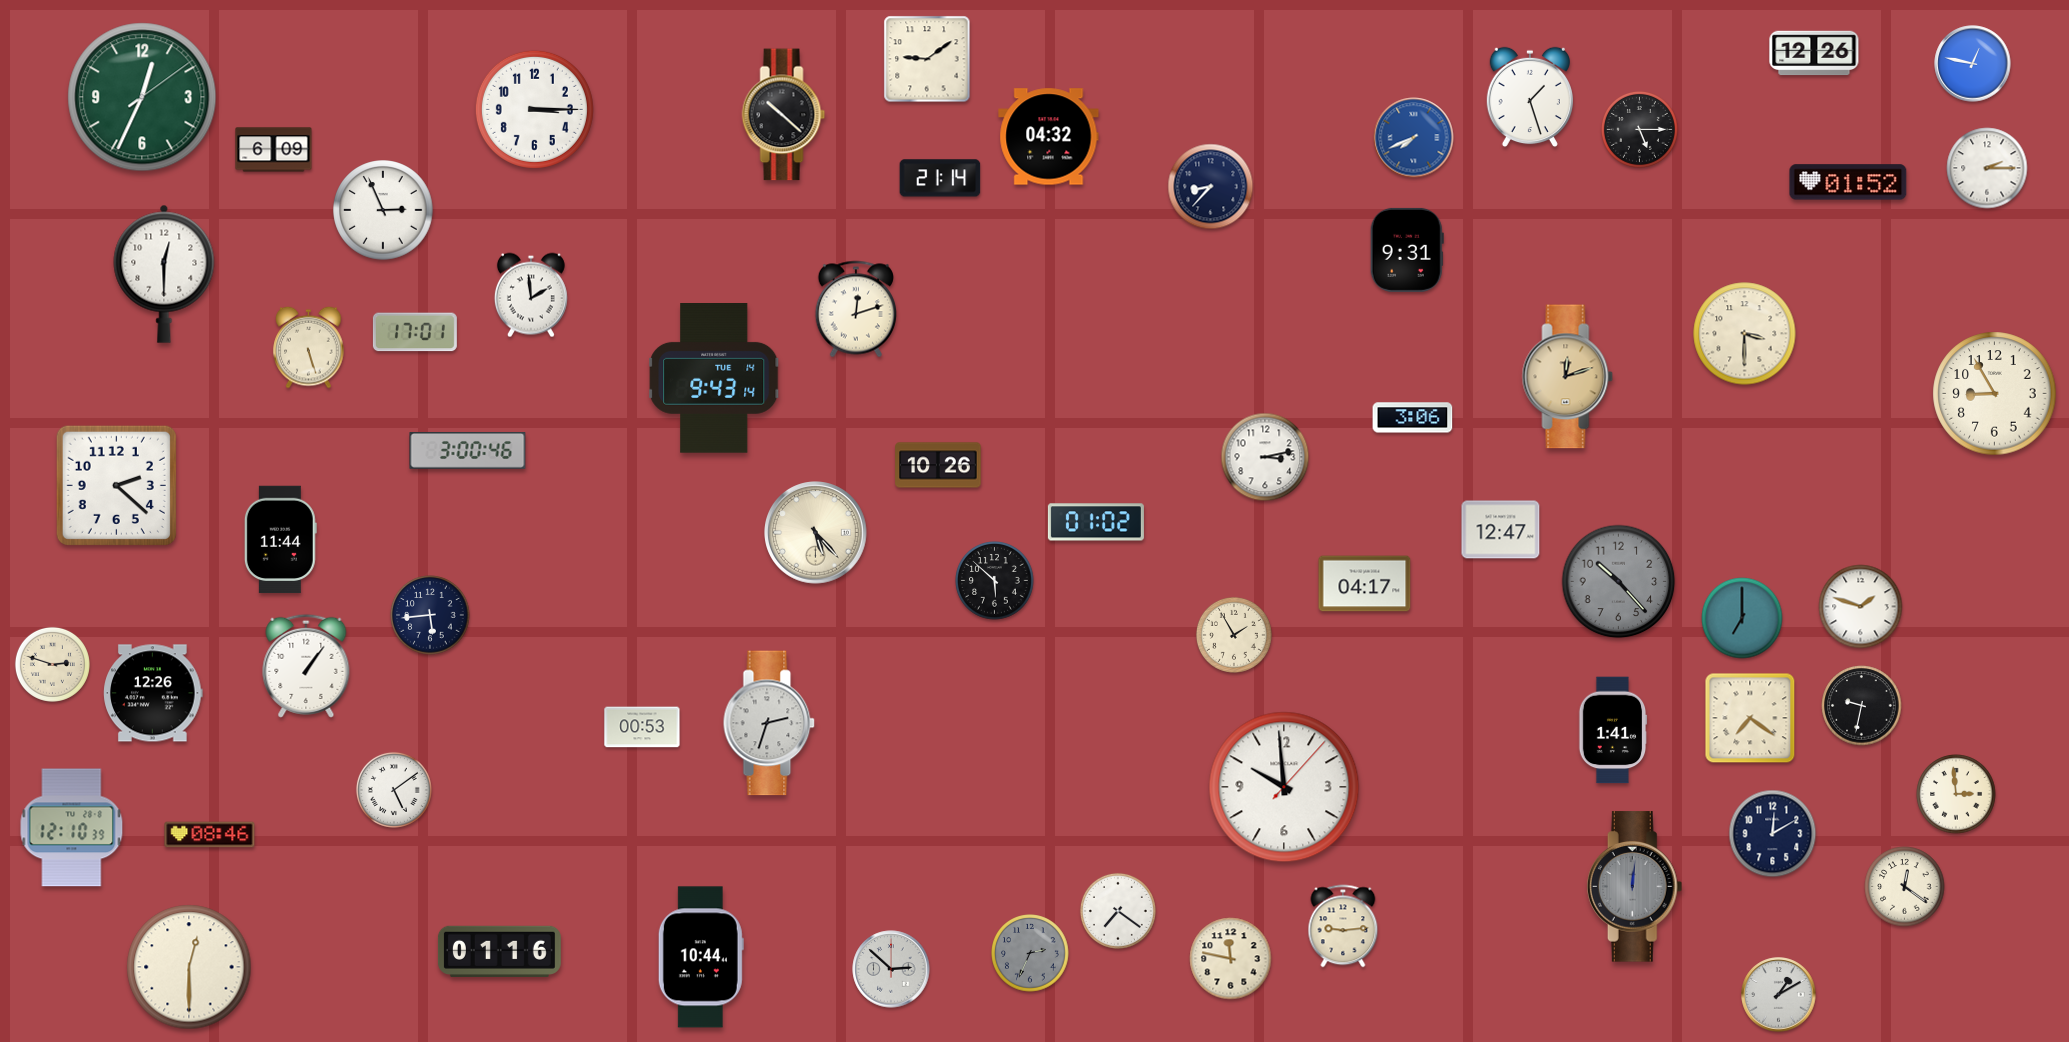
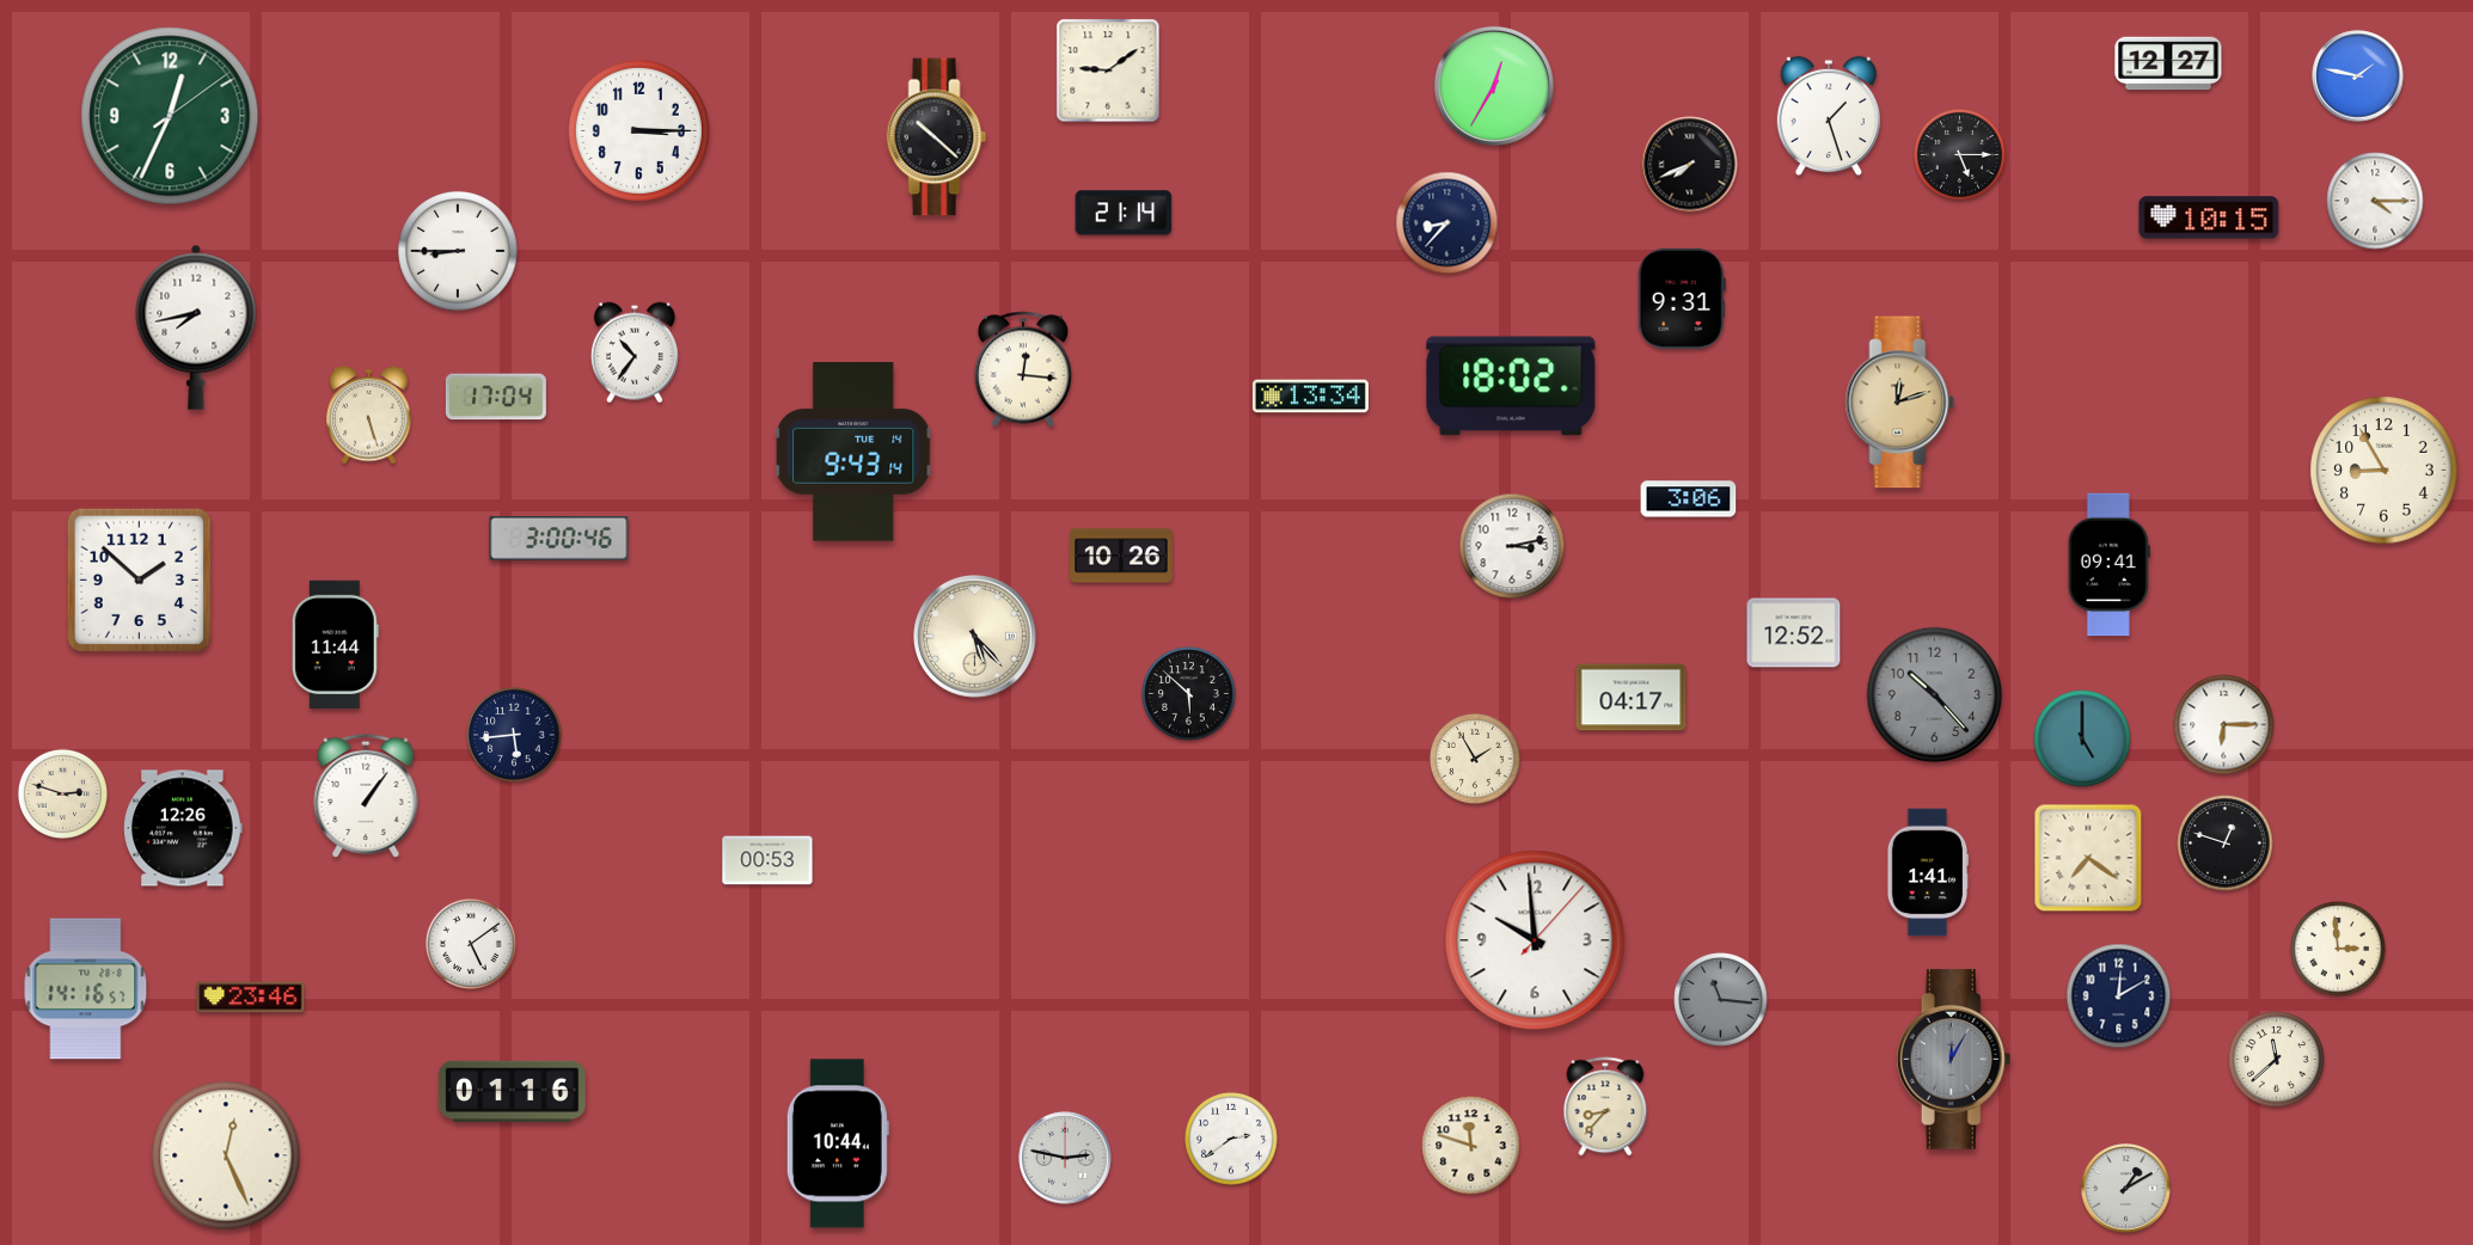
clock at (1814, 53): 12:26 -> 12:27
clock at (1973, 64): 12:47 -> 1:47
clock at (1494, 86): none -> 12:35
clock at (1049, 137): 04:32 -> none
clock at (1414, 138) dial: blue -> black
clock at (274, 150): 6:09 -> none
clock at (1987, 168): 2:15 -> 4:15
clock at (1848, 182): 01:52 -> 10:15
clock at (383, 210): 2:56 -> 8:45
clock at (164, 274): 12:30 -> 7:43
clock at (531, 295): 1:59 -> 10:36
clock at (855, 309): 12:12 -> 12:16
clock at (1511, 386): none -> 18:02
clock at (415, 332): 17:01 -> 17:04
clock at (1310, 397): none -> 13:34
clock at (1745, 334): 3:30 -> none
clock at (1568, 377) position: (1568, 377) -> (1900, 403)
clock at (2108, 565): none -> 09:41
clock at (116, 485): 2:22 -> 1:52
clock at (1096, 522): 01:02 -> none
clock at (1501, 530): 12:47 -> 12:52
clock at (1861, 607): 1:48 -> 6:15
clock at (1742, 618): 7:00 -> 5:00
clock at (1862, 706): 9:32 -> 12:48
clock at (1750, 718) position: (1750, 718) -> (2088, 858)
clock at (769, 723): 2:33 -> none
clock at (642, 727) position: (642, 727) -> (767, 860)
clock at (72, 828): 12:10 -> 14:16
clock at (210, 835): 08:46 -> 23:46
clock at (1721, 1000): none -> 11:16
clock at (1635, 887): 12:01 -> 12:05
clock at (1905, 887): 12:21 -> 11:38
clock at (1118, 911): 7:21 -> none
clock at (1343, 926): 9:14 -> 8:37
clock at (499, 951) position: (499, 951) -> (512, 1091)
clock at (1031, 954): 2:34 -> 2:39
clock at (1031, 954) dial: grey -> white
clock at (1231, 959): 11:47 -> 11:48
clock at (189, 967): 12:30 -> 12:26
clock at (891, 969): 2:52 -> 2:47
